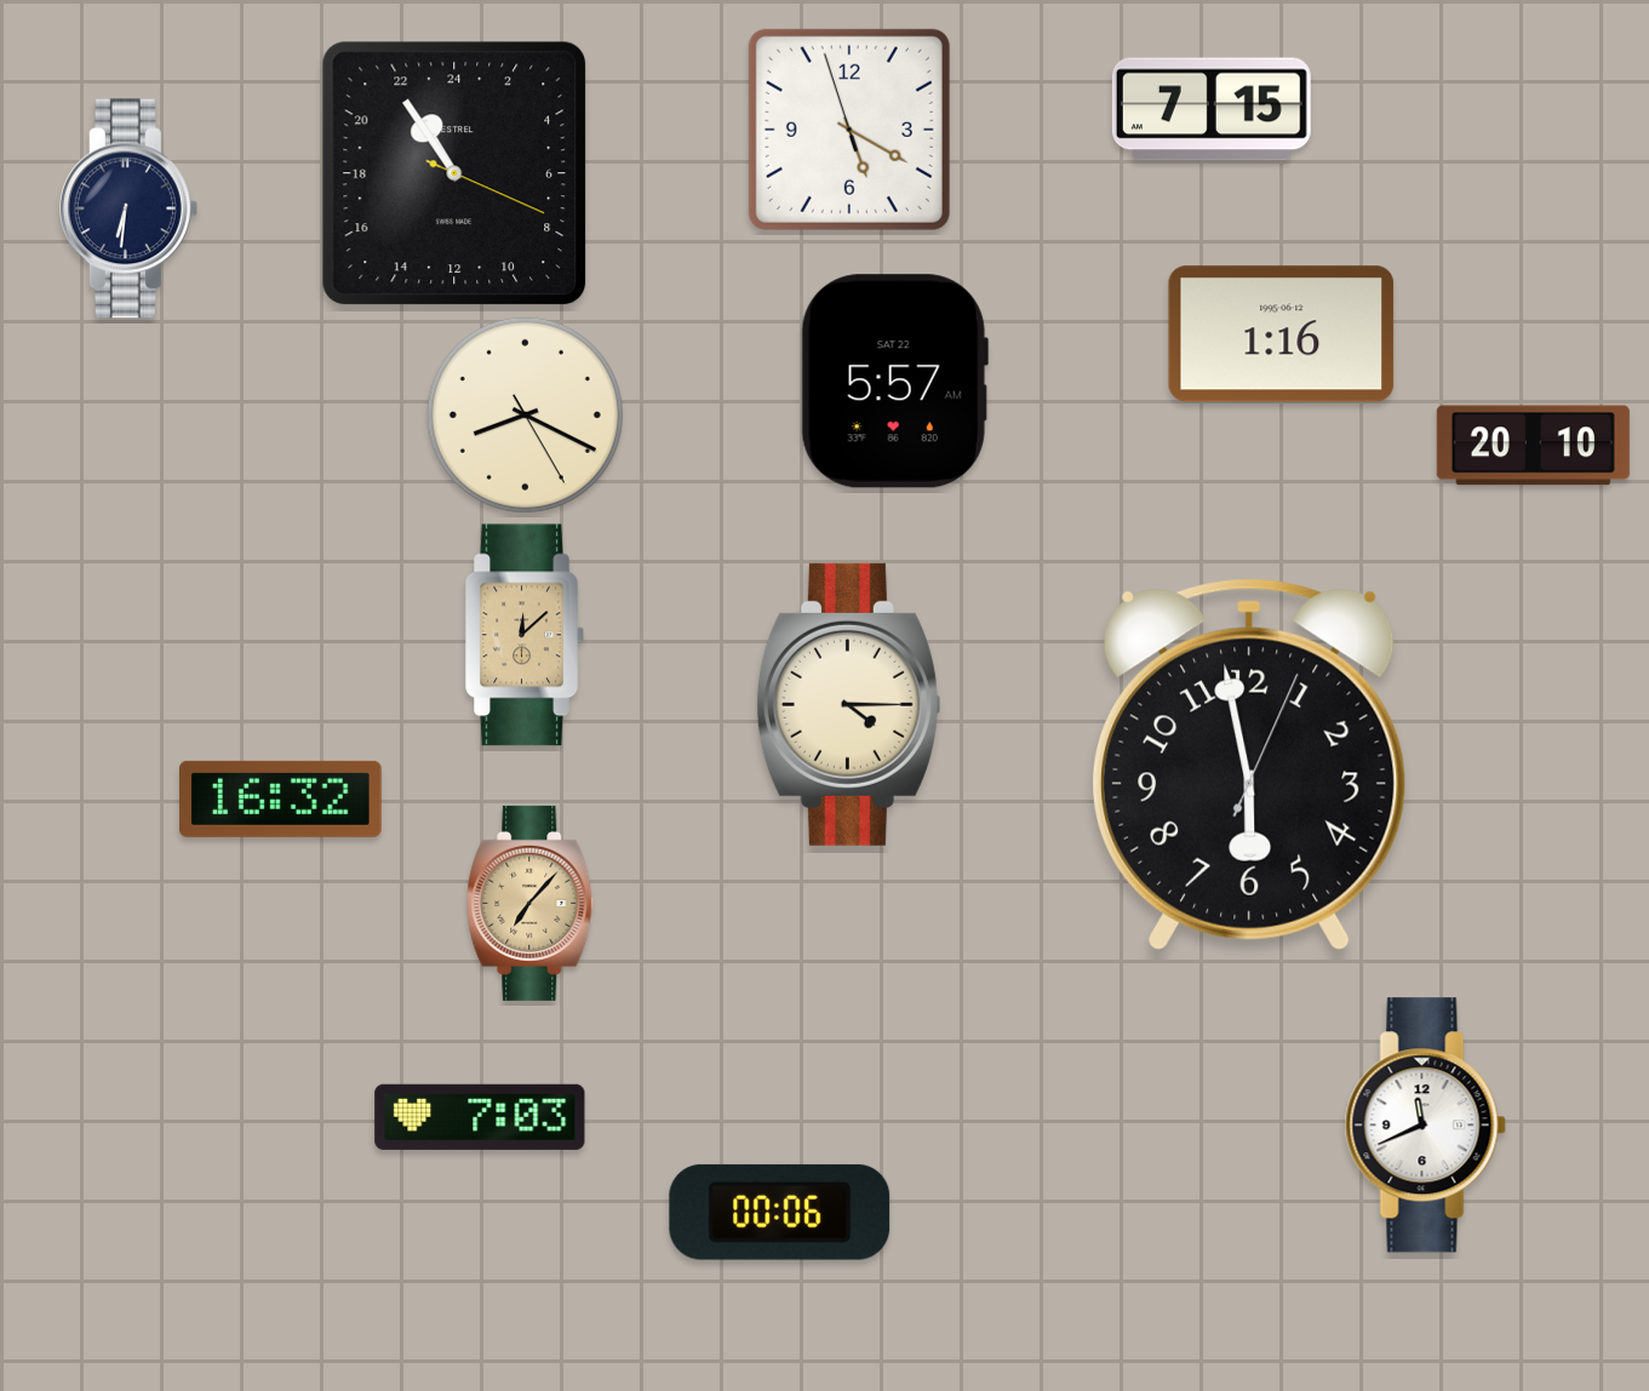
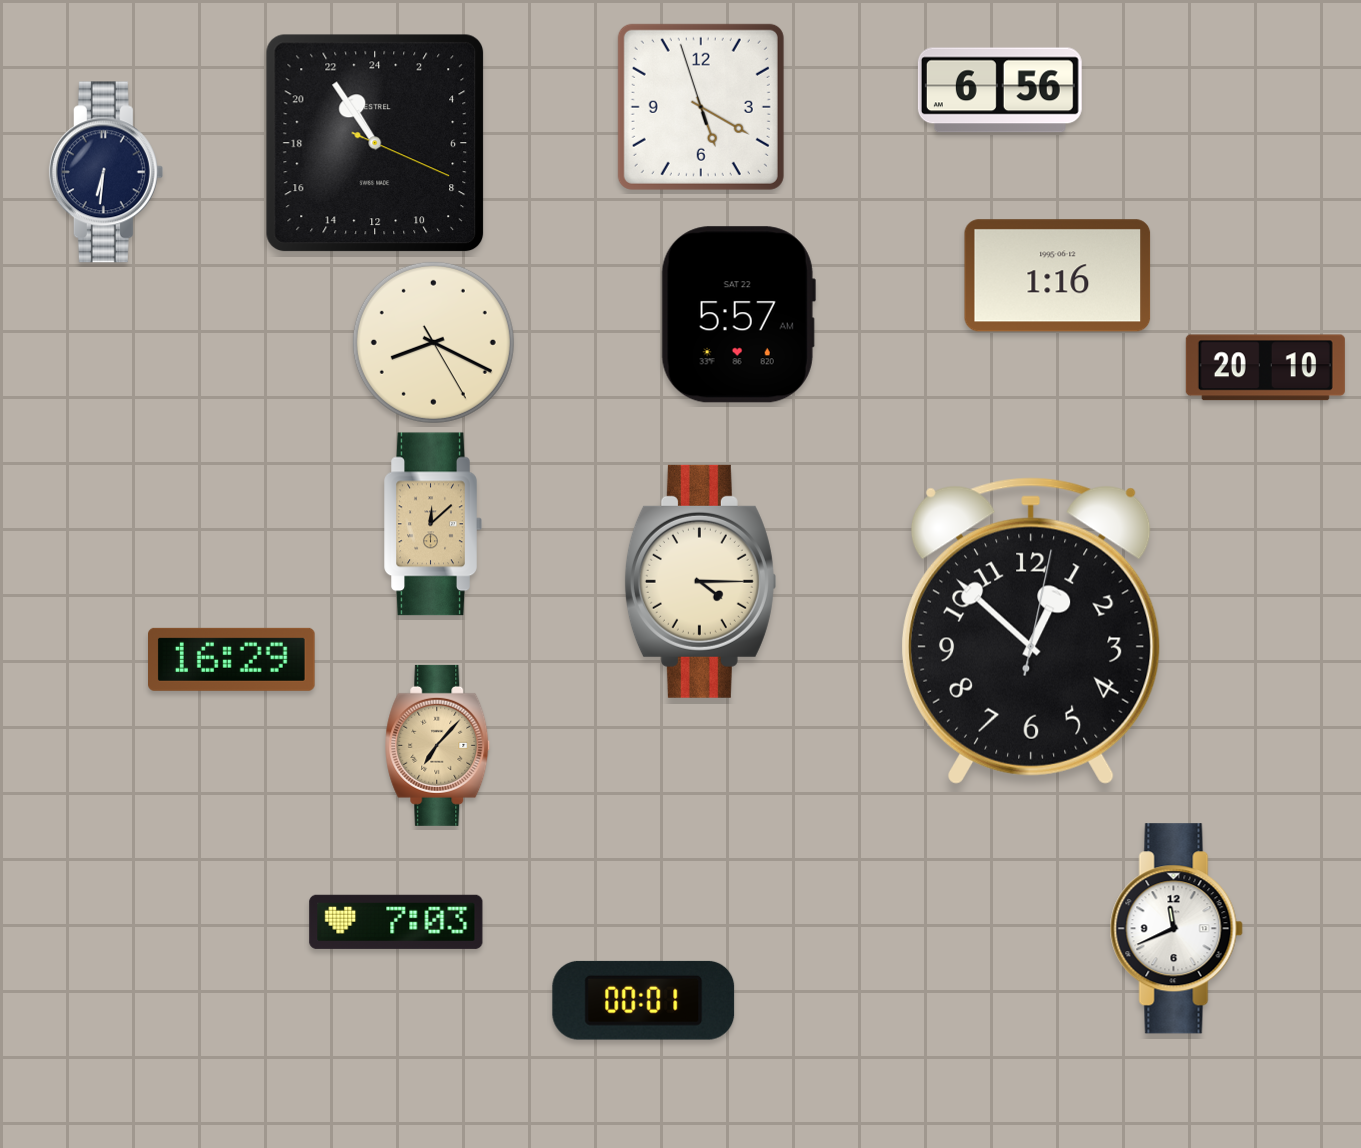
clock at (1212, 109): 7:15 -> 6:56
clock at (1249, 765): 5:58 -> 12:52
clock at (281, 798): 16:32 -> 16:29
clock at (780, 1212): 00:06 -> 00:01
